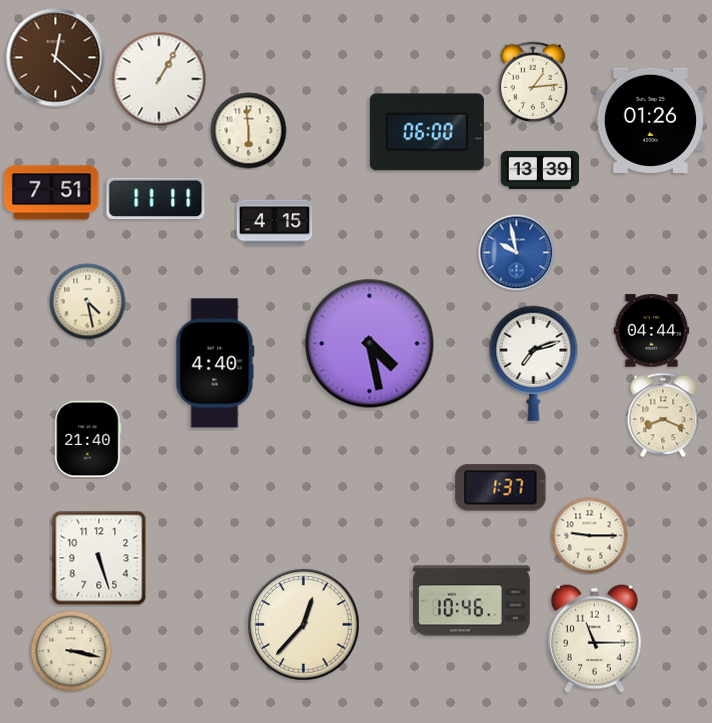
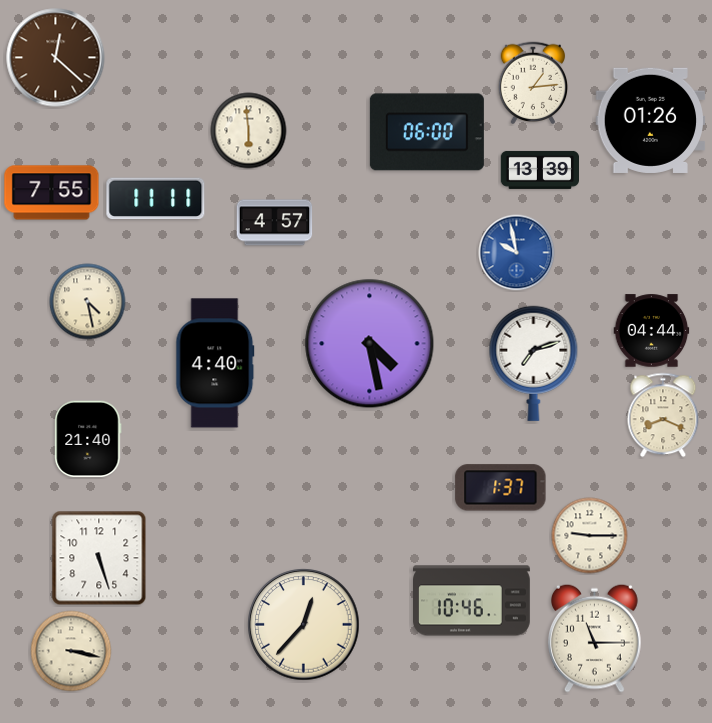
clock at (159, 79): 1:05 -> none
clock at (52, 193): 7:51 -> 7:55
clock at (275, 223): 4:15 -> 4:57
